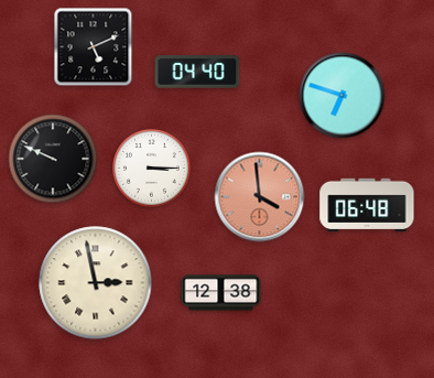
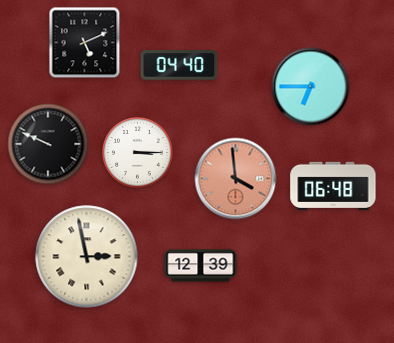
clock at (343, 96): 6:48 -> 6:45
clock at (221, 293): 12:38 -> 12:39
